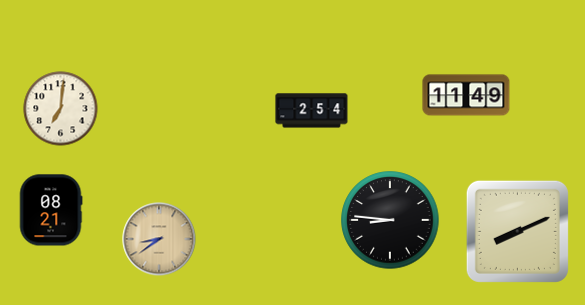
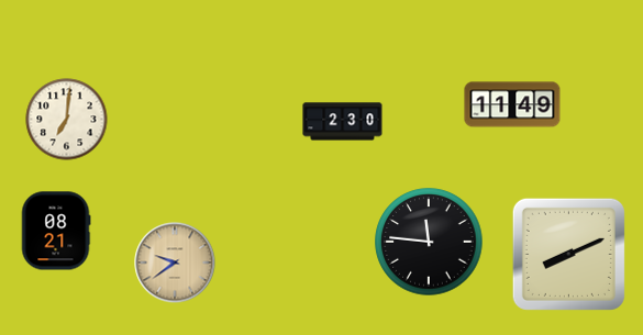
clock at (312, 111): 2:54 -> 2:30
clock at (390, 220): 8:46 -> 11:46
clock at (159, 239): 8:39 -> 9:39
